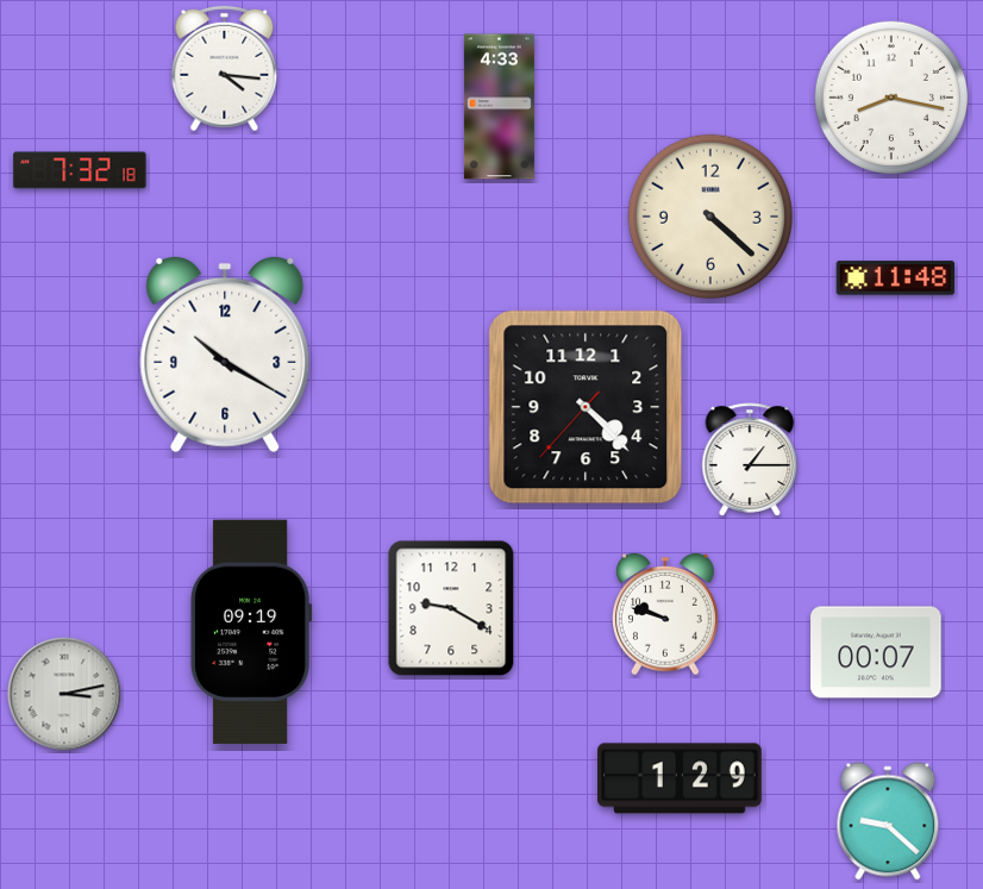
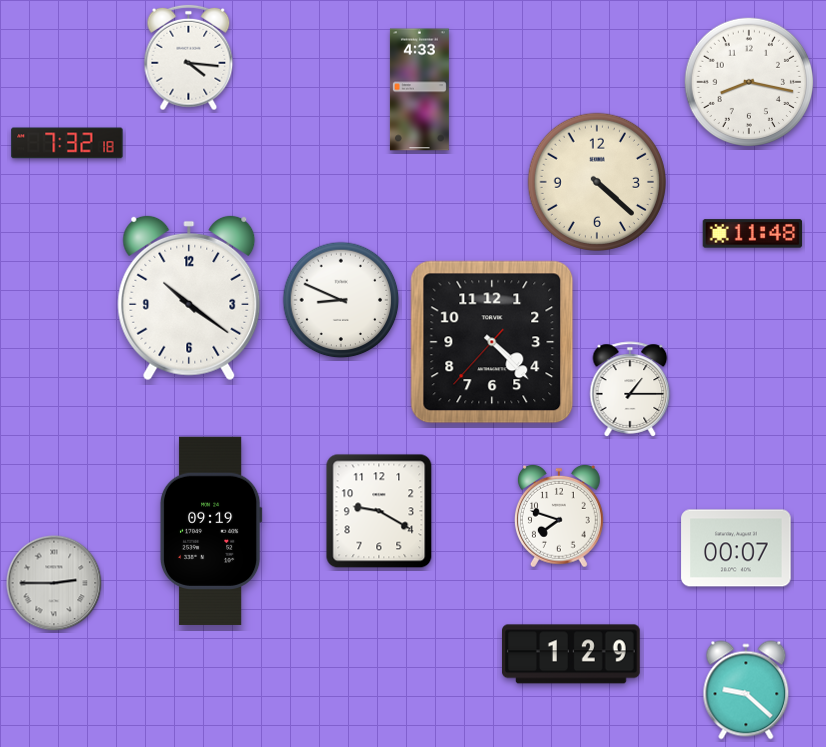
clock at (225, 355): 10:20 -> 10:21
clock at (341, 300): none -> 8:49
clock at (750, 459) position: (750, 459) -> (630, 389)
clock at (665, 614): 9:48 -> 7:48
clock at (64, 694): 3:13 -> 2:45
